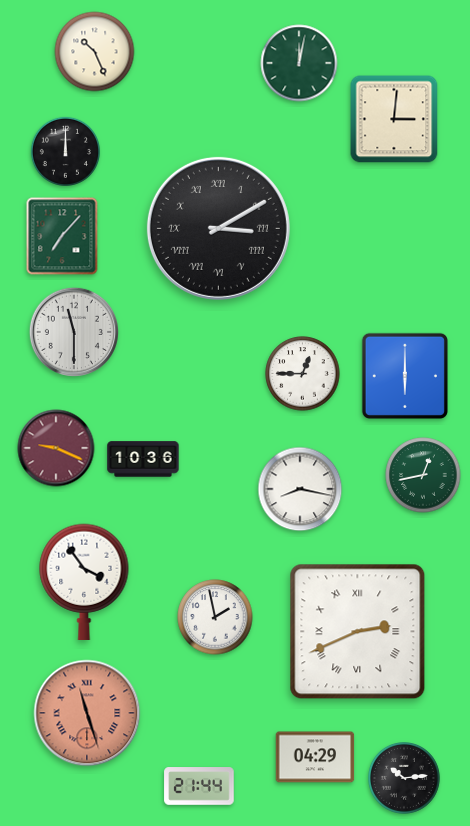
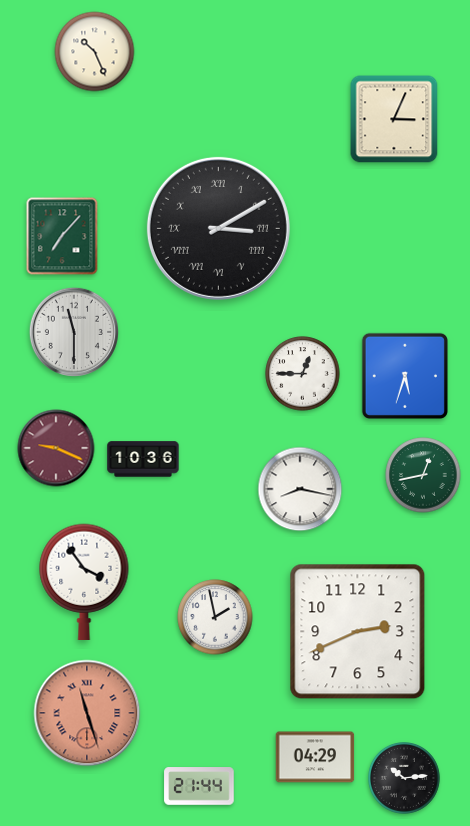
clock at (299, 63): 12:02 -> none
clock at (394, 119): 3:01 -> 3:04
clock at (65, 151): 12:00 -> none
clock at (405, 376): 6:00 -> 5:33
clock at (358, 632) numerals: Roman -> Arabic
